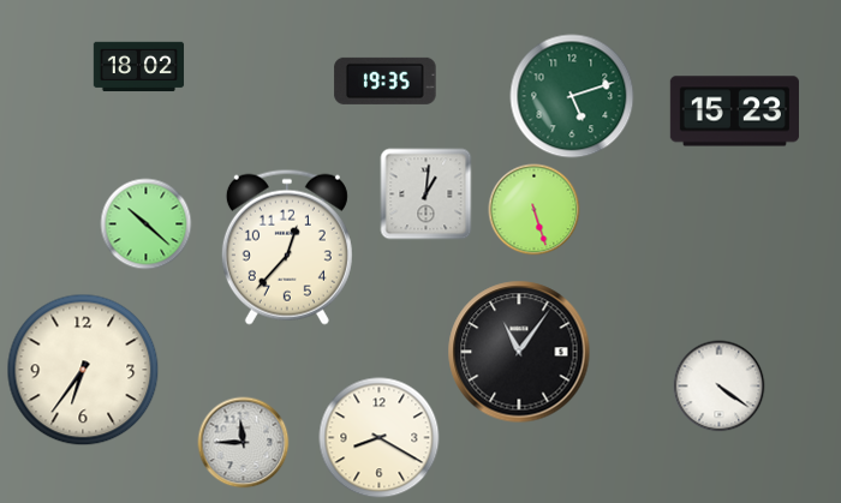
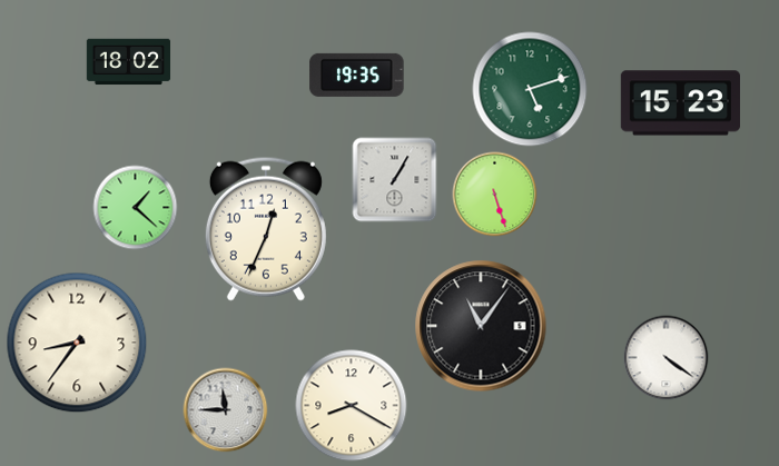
clock at (427, 194): 1:01 -> 1:05
clock at (147, 224): 10:22 -> 1:22
clock at (287, 247): 12:37 -> 12:34
clock at (83, 370): 6:36 -> 8:36
